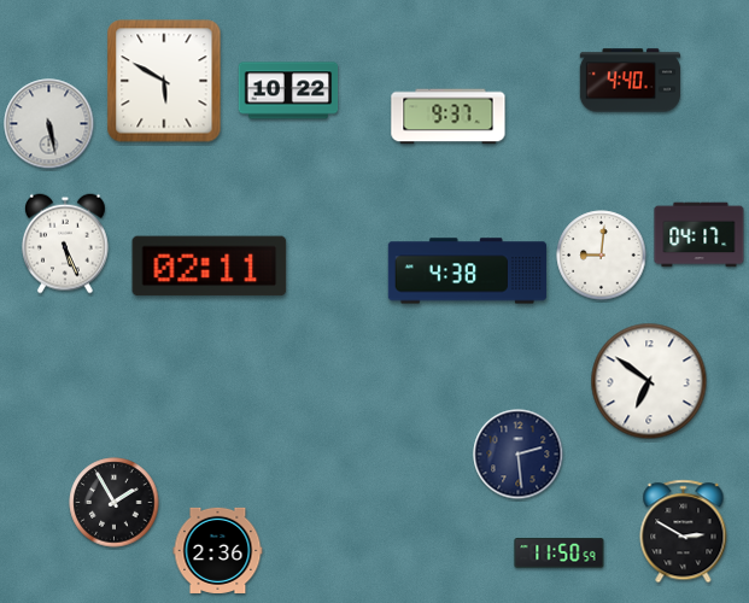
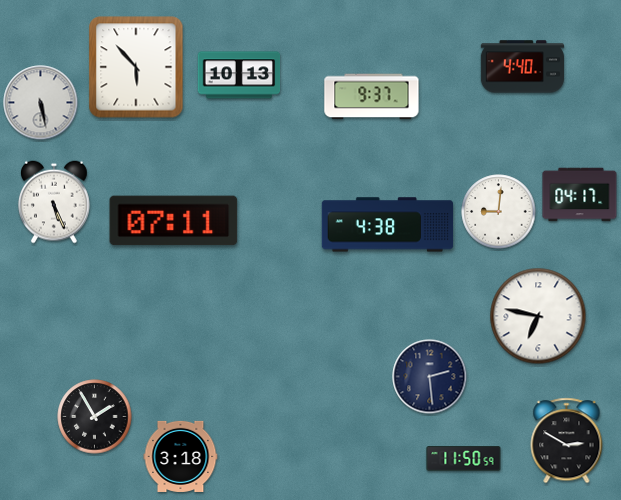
clock at (164, 81): 5:50 -> 5:53
clock at (288, 90): 10:22 -> 10:13
clock at (210, 267): 02:11 -> 07:11
clock at (649, 381): 6:51 -> 6:47
clock at (218, 550): 2:36 -> 3:18
